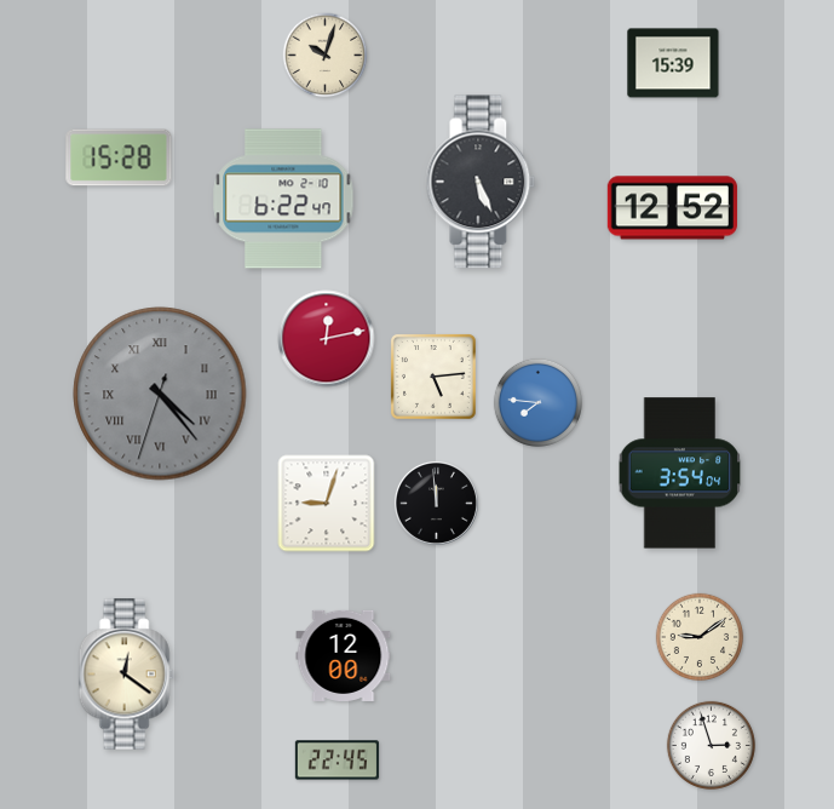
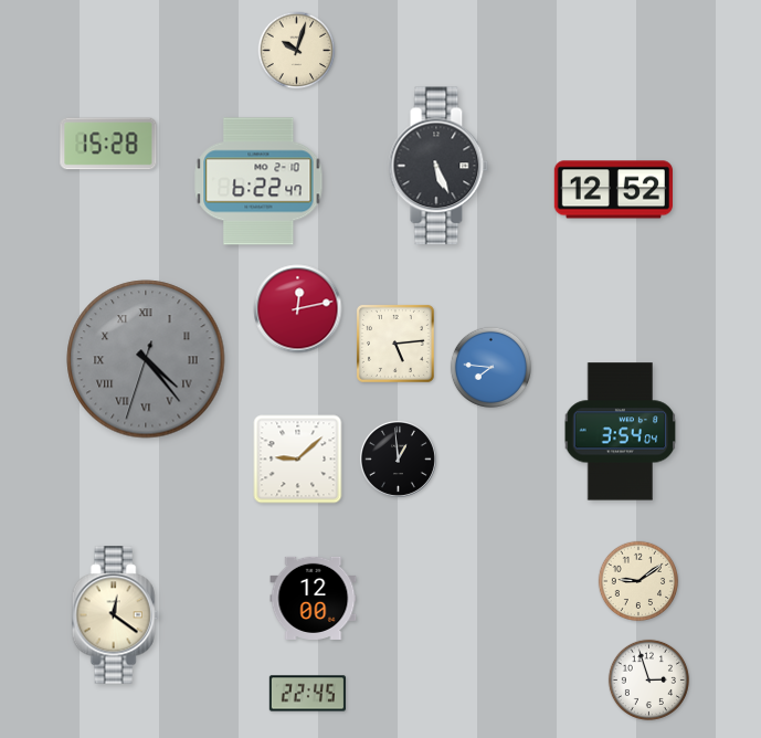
clock at (673, 63): 15:39 -> none
clock at (436, 503): 11:59 -> 12:59
clock at (327, 504): 9:03 -> 9:08
